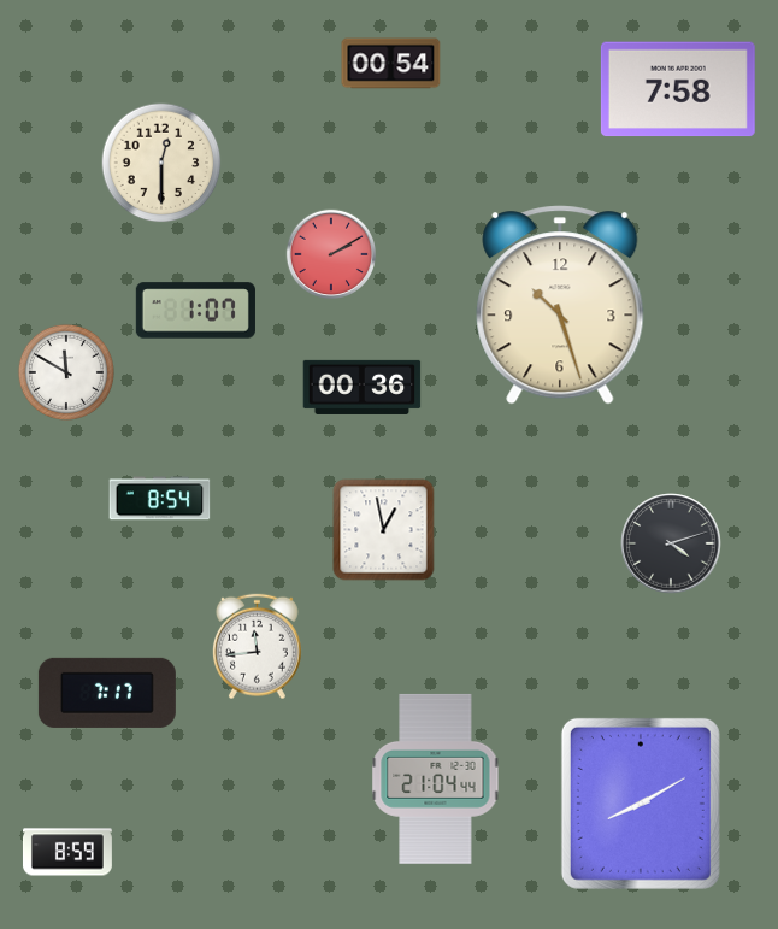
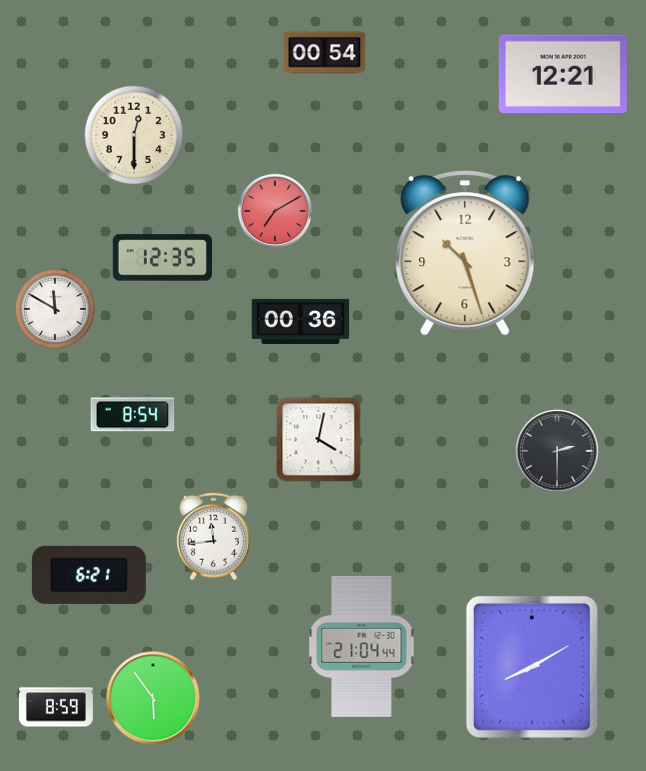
clock at (678, 89): 7:58 -> 12:21
clock at (330, 253): 2:10 -> 7:10
clock at (195, 311): 1:07 -> 12:35
clock at (384, 530): 12:58 -> 4:02
clock at (671, 543): 4:12 -> 2:30
clock at (107, 693): 7:17 -> 6:21
clock at (153, 698): none -> 5:54
